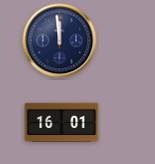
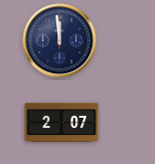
clock at (62, 123): 16:01 -> 2:07
